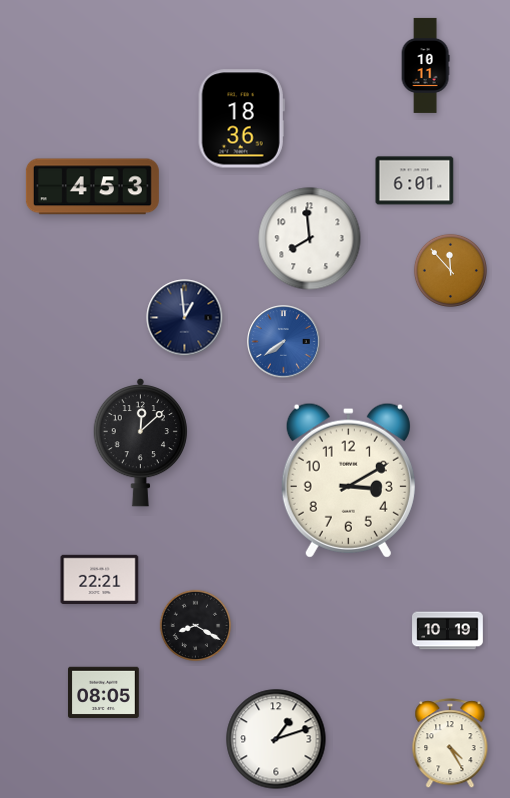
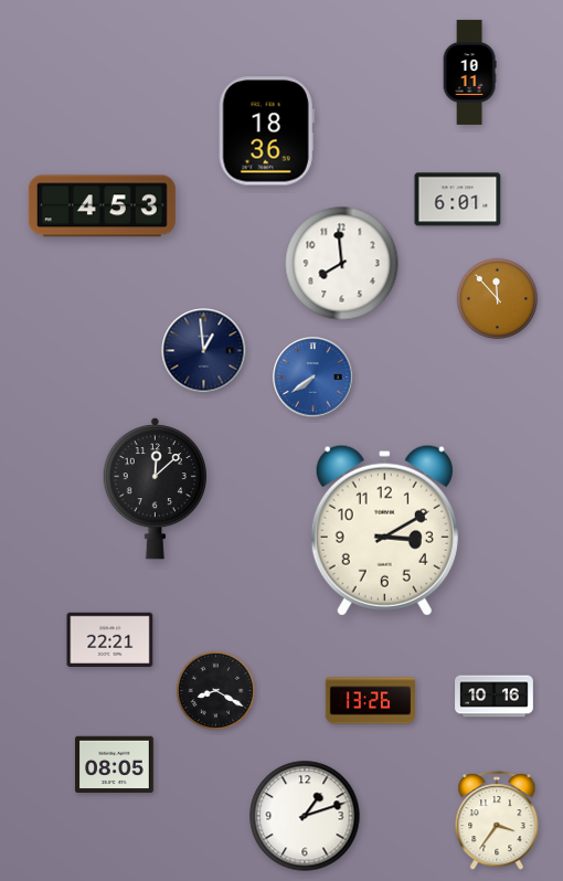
clock at (448, 631): 10:19 -> 10:16
clock at (370, 701): none -> 13:26
clock at (450, 744): 4:25 -> 3:36
